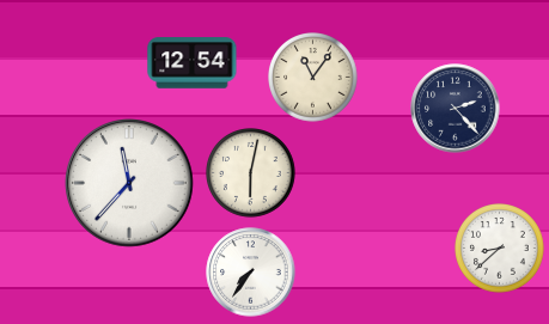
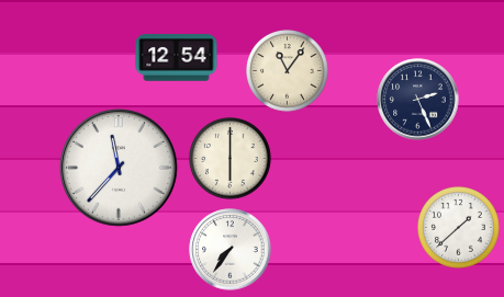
clock at (456, 109): 2:23 -> 2:26
clock at (251, 173): 6:02 -> 6:00
clock at (500, 249): 8:38 -> 1:38
